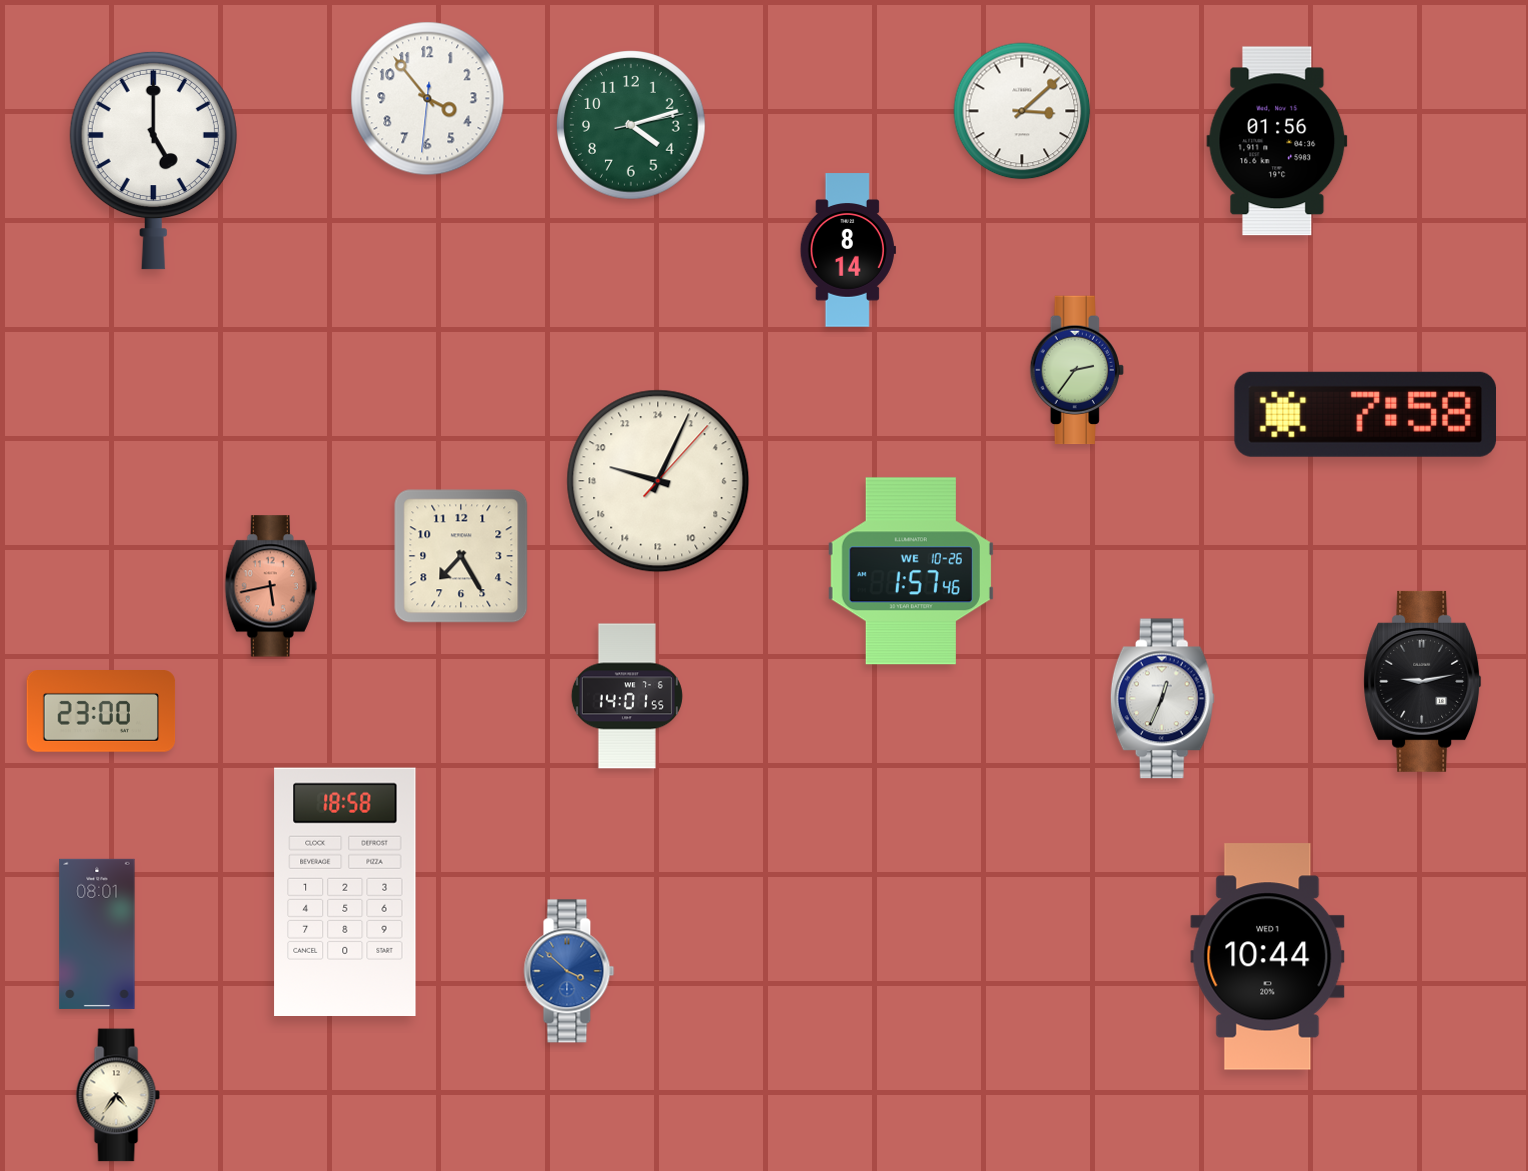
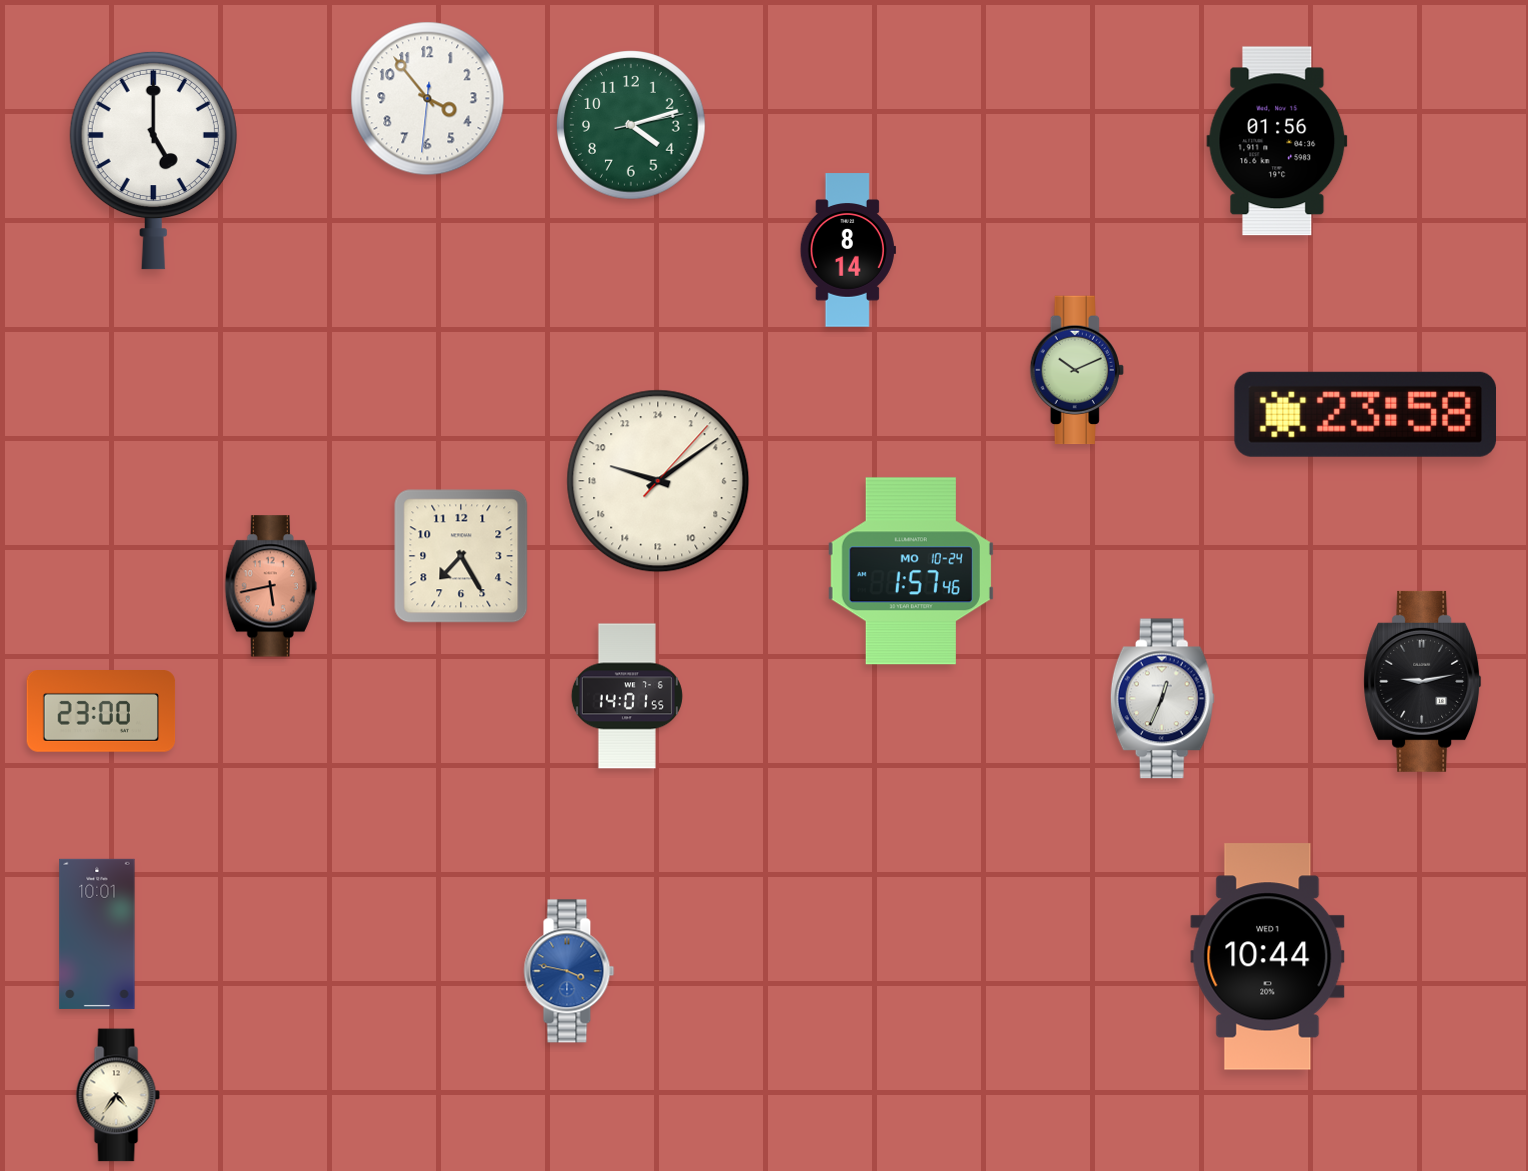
clock at (1022, 111): 3:08 -> none
clock at (1077, 370): 2:36 -> 10:11
clock at (1365, 414): 7:58 -> 23:58
clock at (658, 481): 19:04 -> 19:09
clock at (911, 571) date: WE 10-26 -> MO 10-24
clock at (345, 891): 18:58 -> none
clock at (97, 934): 08:01 -> 10:01
clock at (569, 971): 3:52 -> 3:47
